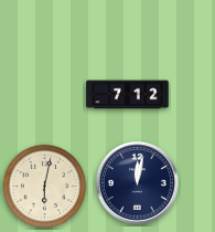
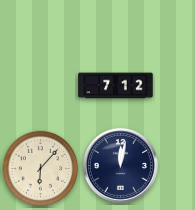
clock at (137, 182) position: (137, 182) -> (120, 165)
clock at (45, 187): 6:02 -> 6:07
